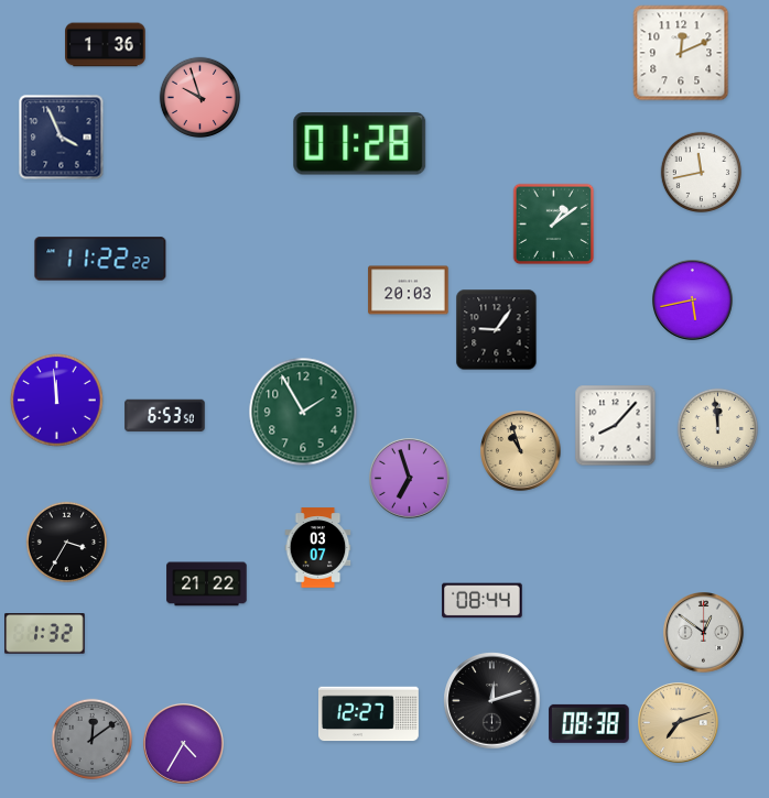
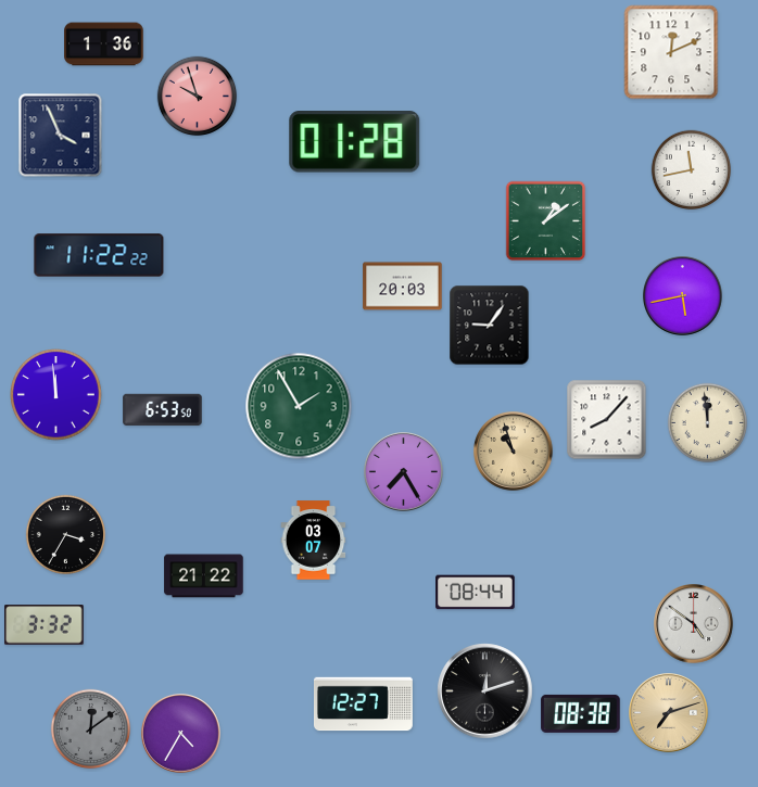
clock at (521, 451) position: (521, 451) -> (514, 452)
clock at (410, 479): 6:57 -> 7:25
clock at (704, 633): 12:51 -> 4:51
clock at (45, 634): 1:32 -> 3:32
